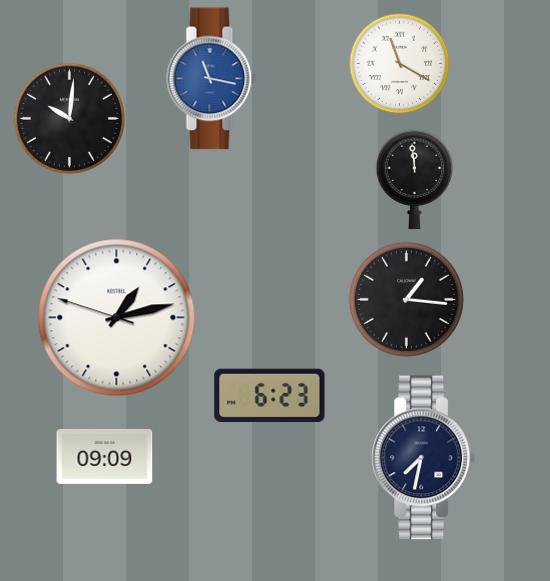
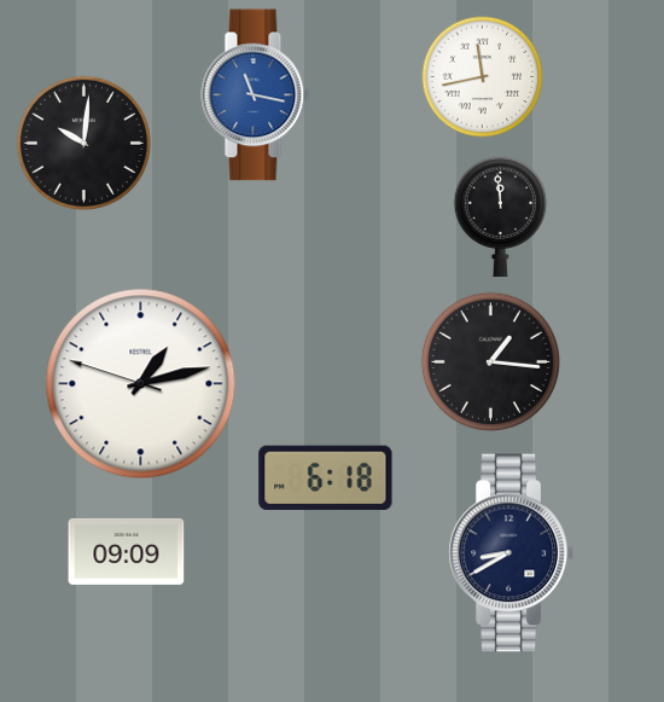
clock at (400, 64): 11:20 -> 11:43
clock at (270, 396): 6:23 -> 6:18
clock at (423, 458): 7:32 -> 8:40
